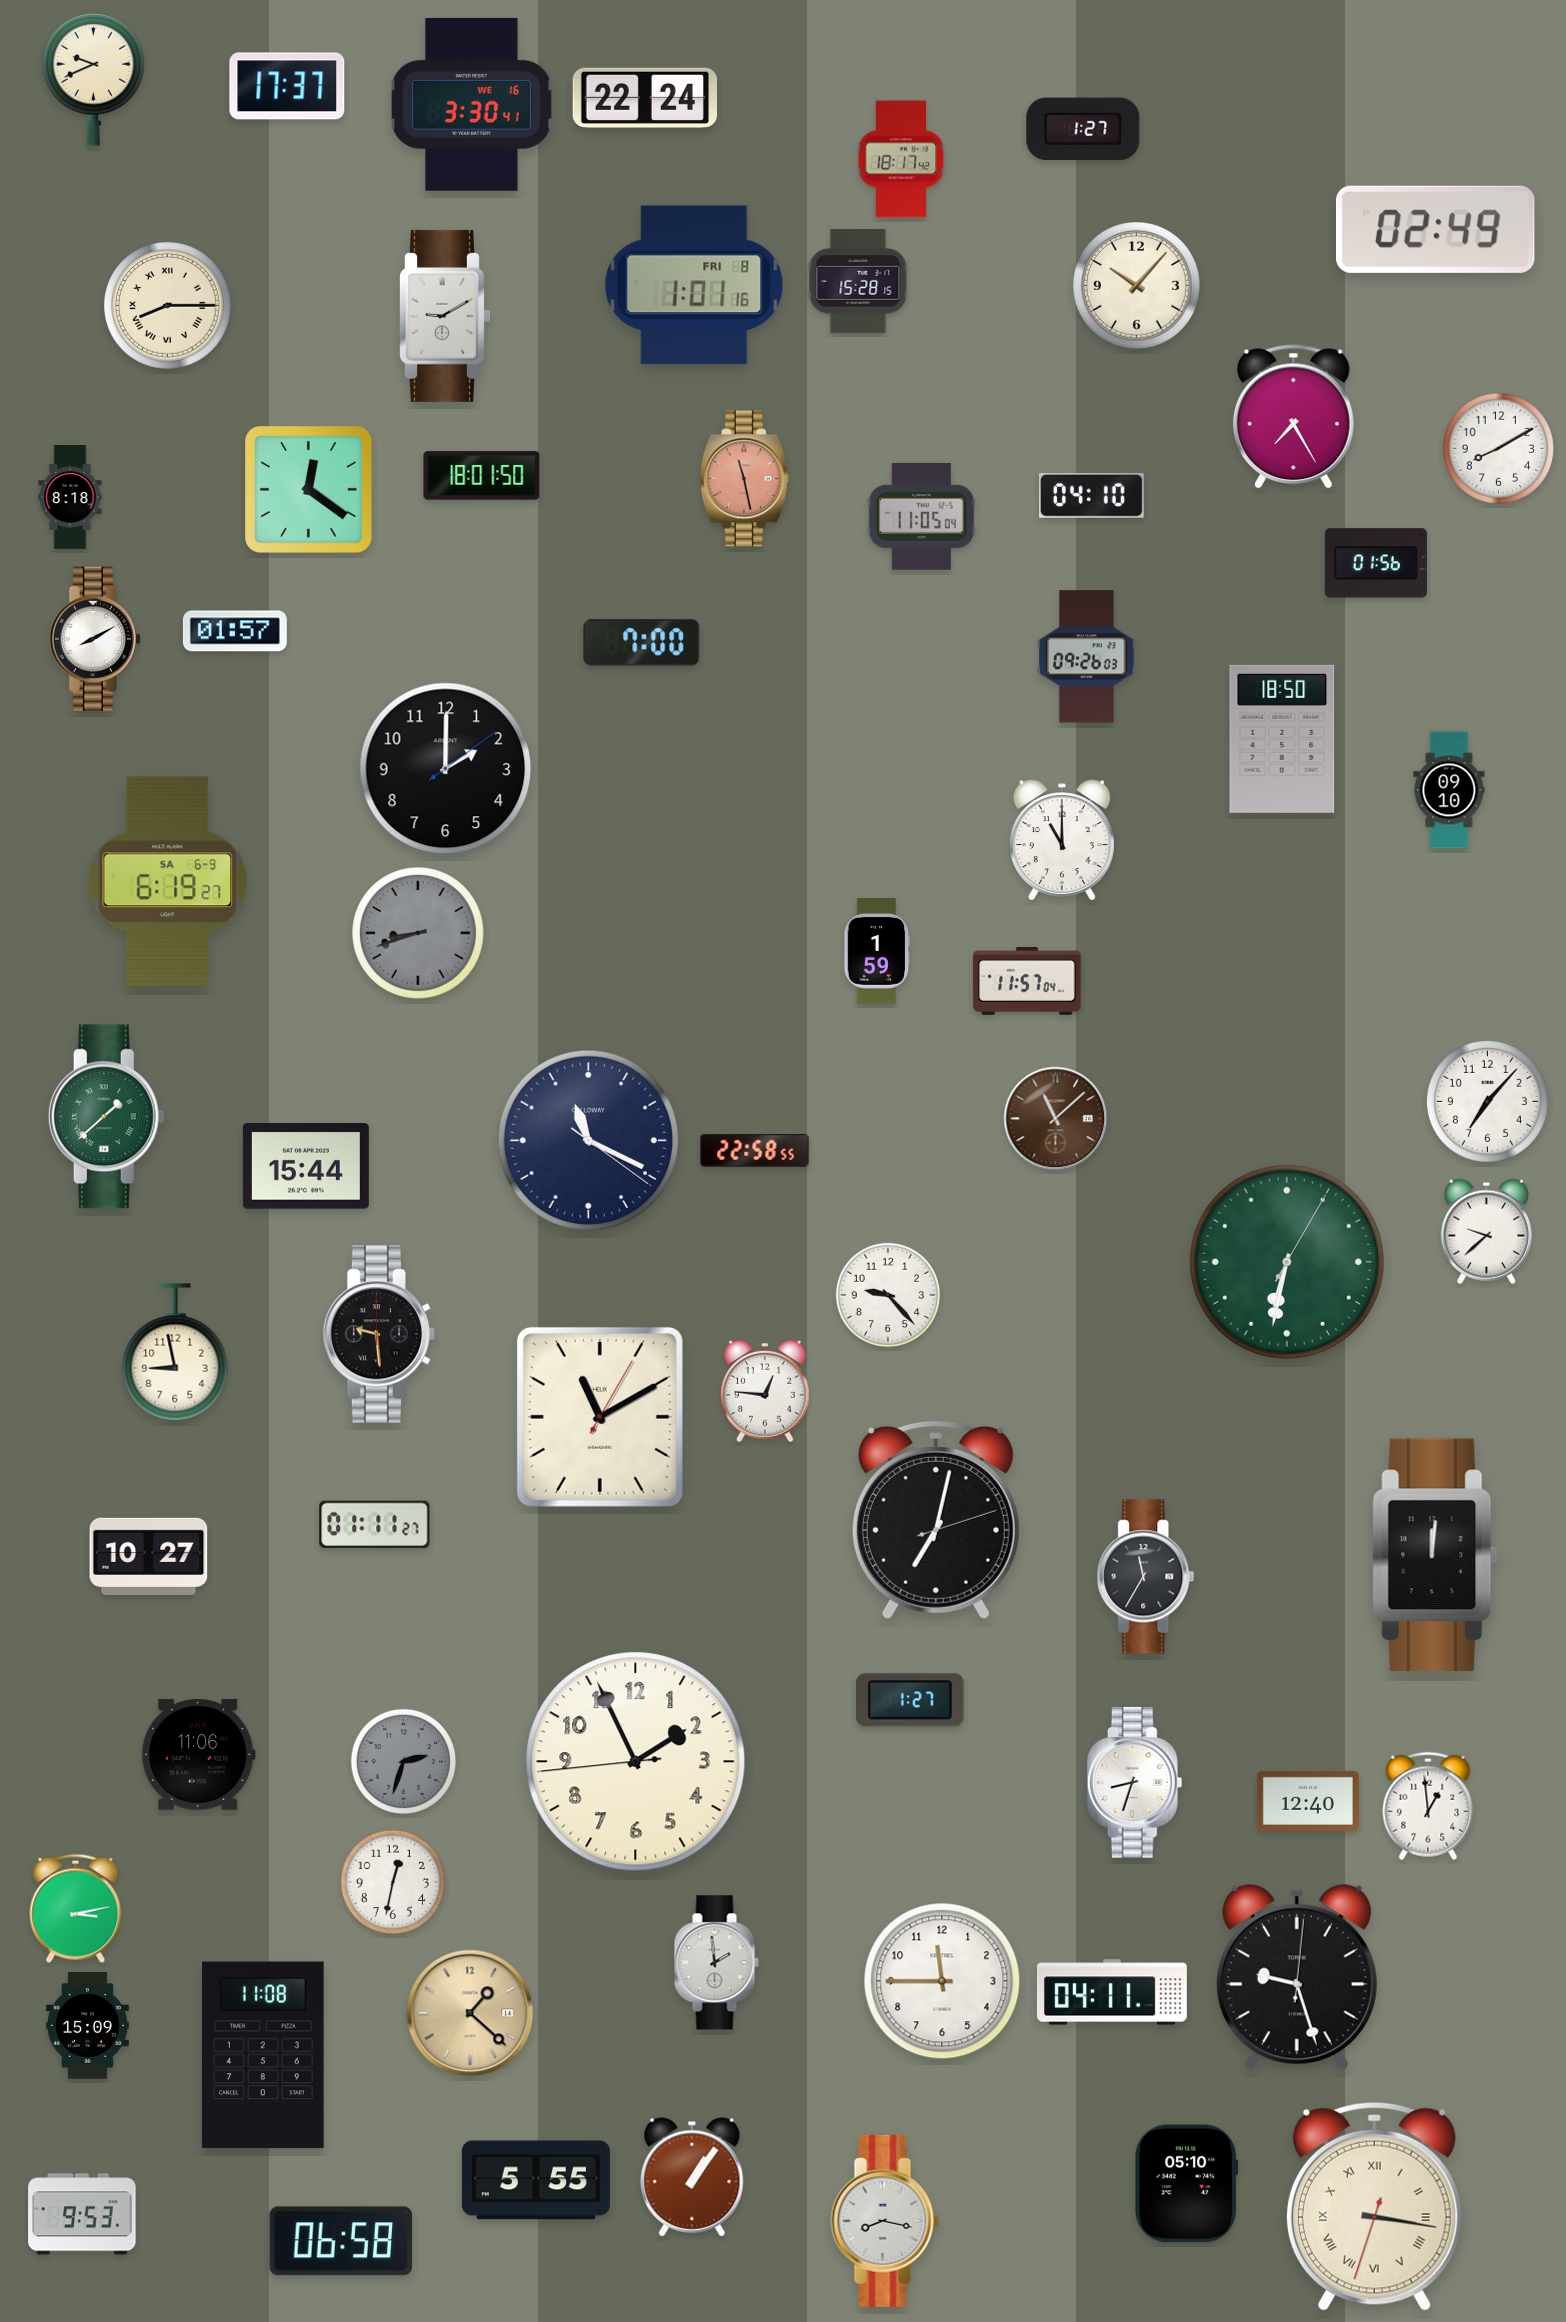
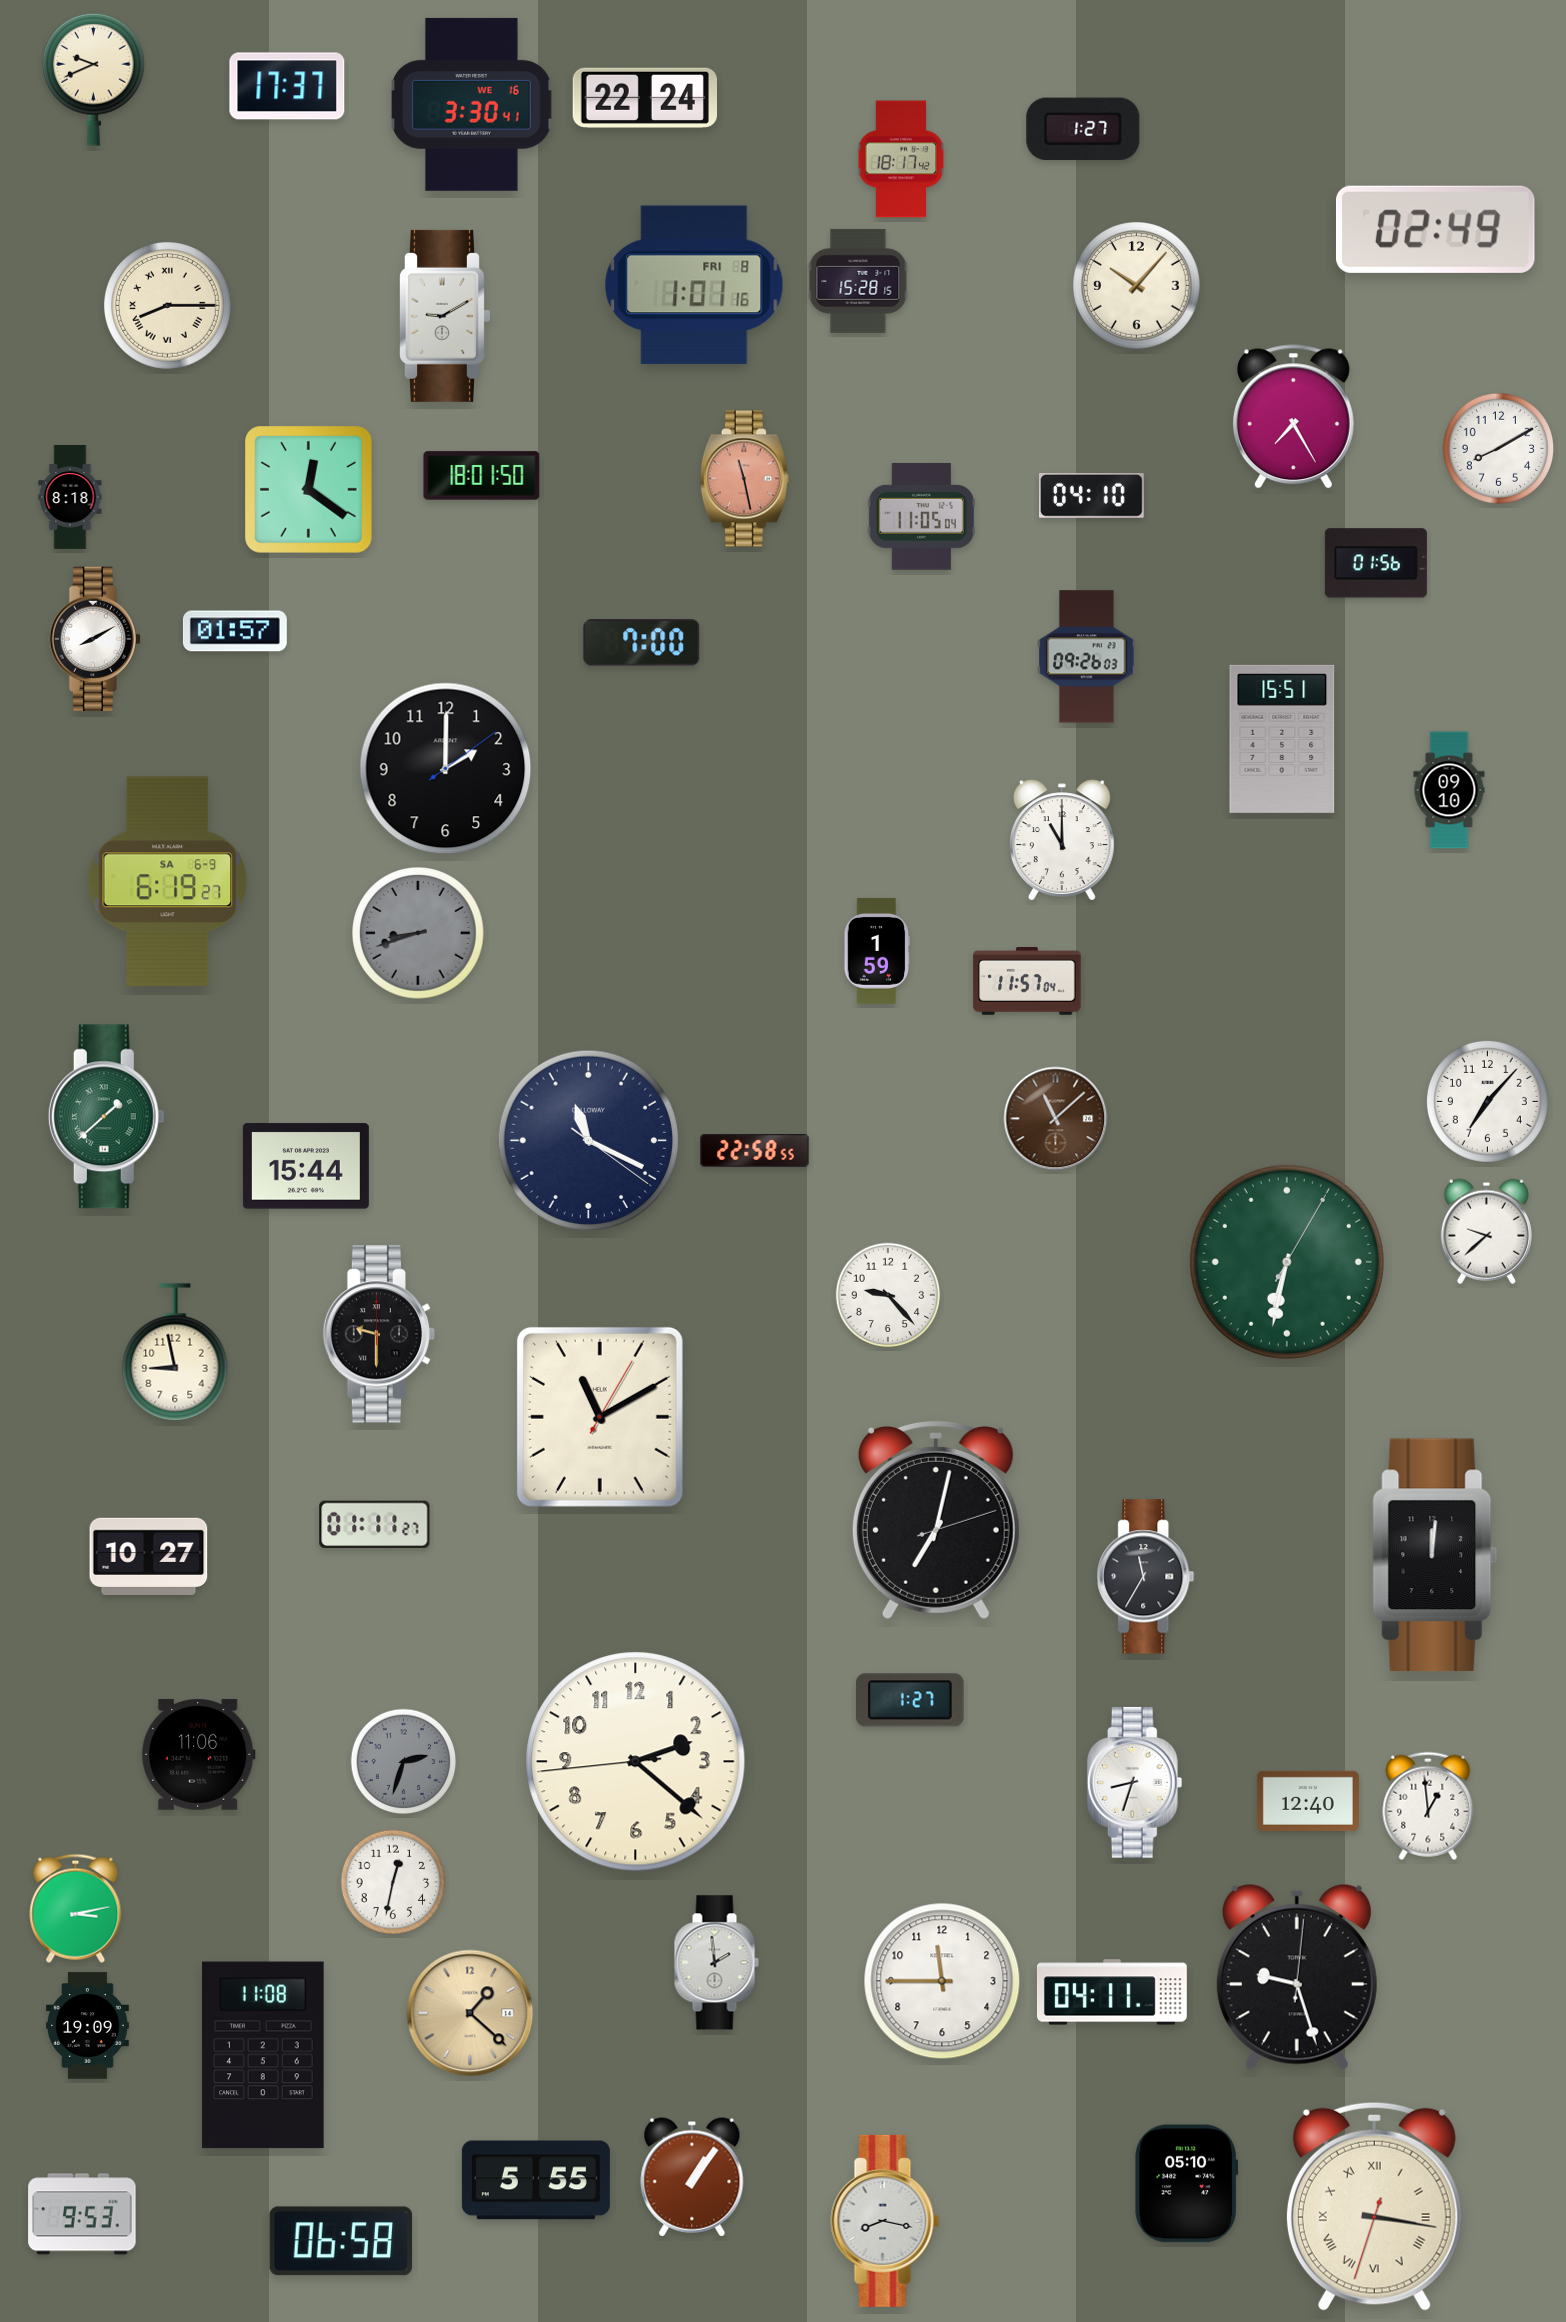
clock at (1282, 739): 18:50 -> 15:51
clock at (379, 1334): 9:29 -> 9:30
clock at (766, 1391): 12:46 -> none
clock at (636, 1762): 1:55 -> 2:21
clock at (88, 2026): 15:09 -> 19:09
